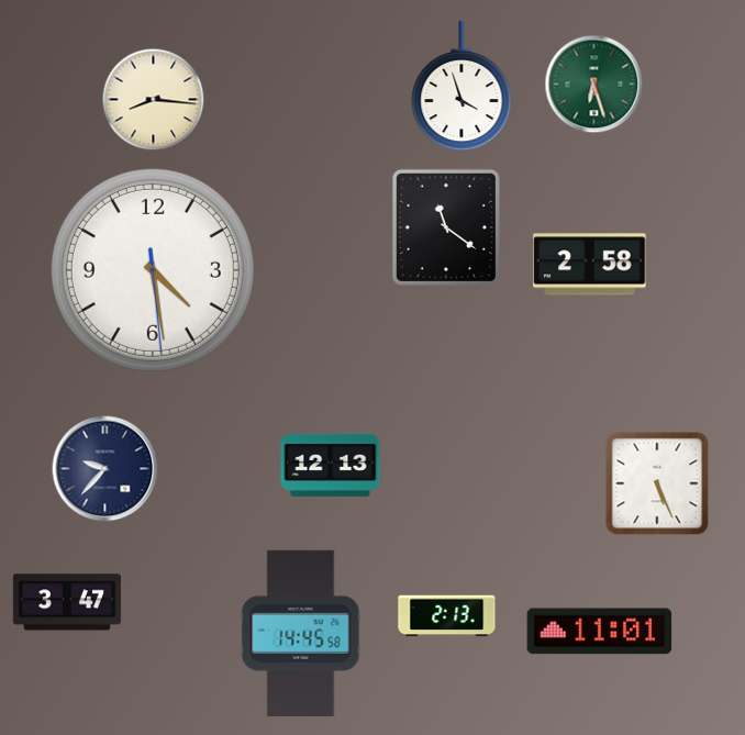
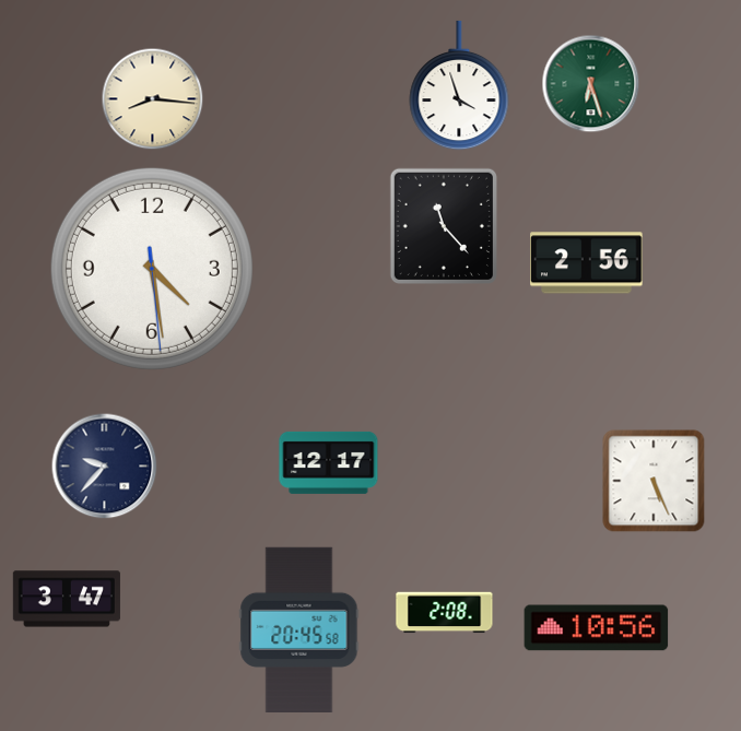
clock at (446, 227): 11:21 -> 11:23
clock at (590, 265): 2:58 -> 2:56
clock at (331, 465): 12:13 -> 12:17
clock at (447, 616): 2:13 -> 2:08
clock at (600, 632): 11:01 -> 10:56
clock at (301, 633): 14:45 -> 20:45
